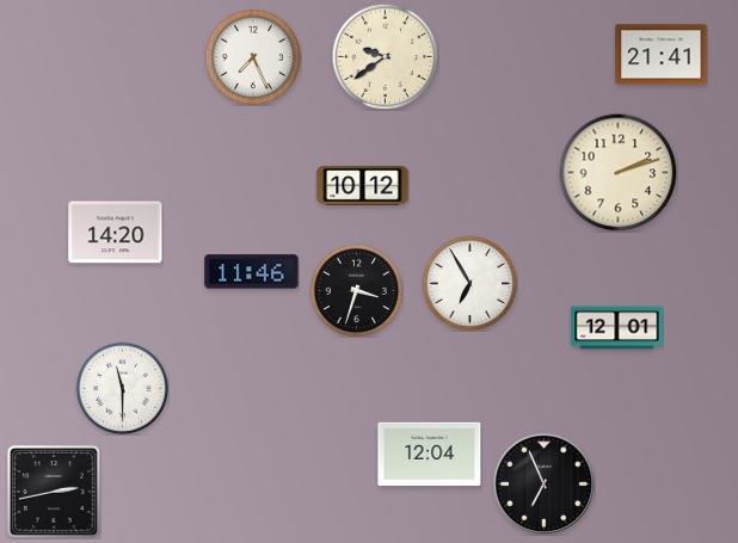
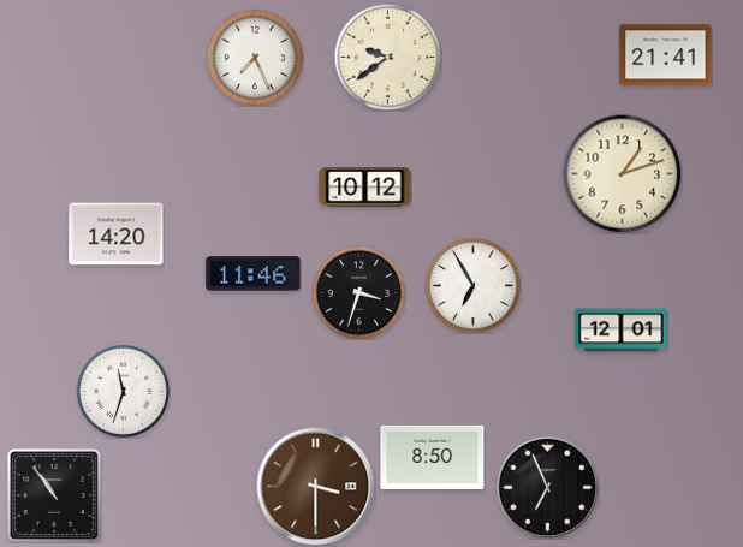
clock at (619, 173): 2:12 -> 1:12
clock at (122, 388): 11:30 -> 11:33
clock at (430, 453): 12:04 -> 8:50
clock at (316, 487): none -> 3:30
clock at (54, 492): 2:43 -> 10:54
